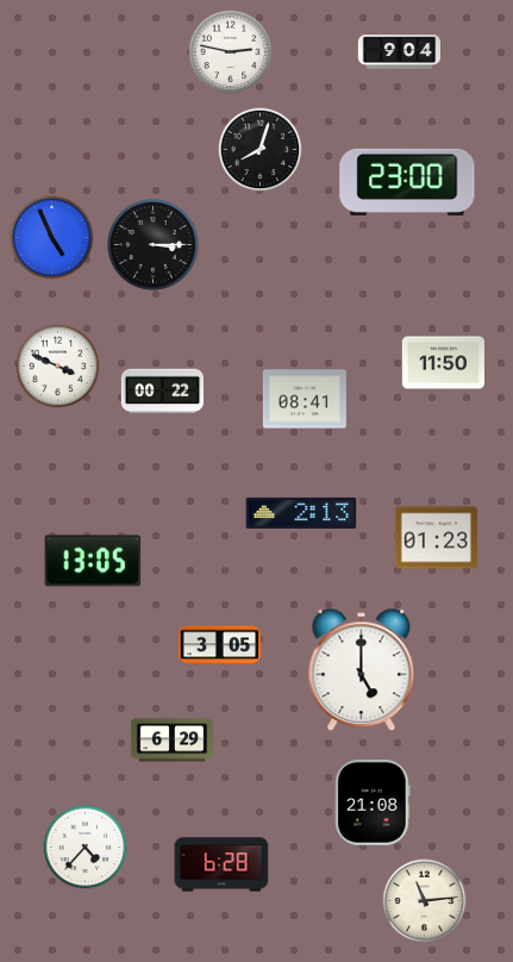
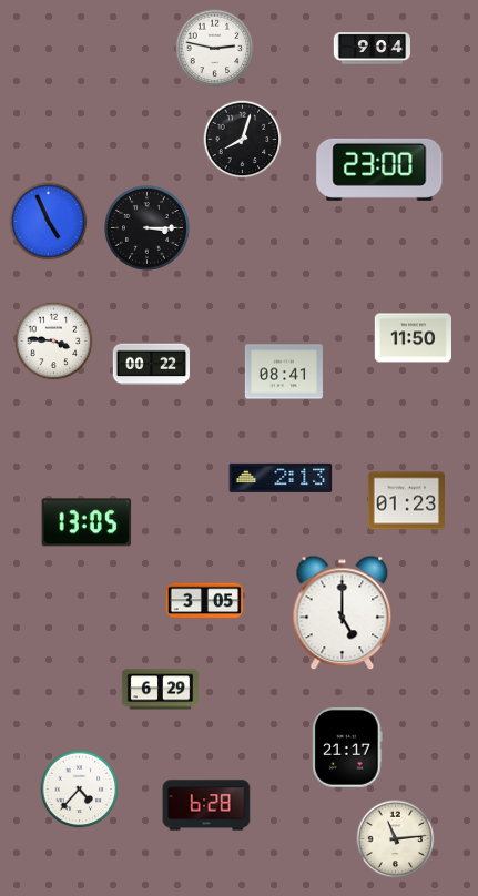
clock at (154, 245) position: (154, 245) -> (148, 228)
clock at (58, 367): 3:49 -> 3:46
clock at (362, 670) position: (362, 670) -> (343, 613)
clock at (373, 802): 21:08 -> 21:17
